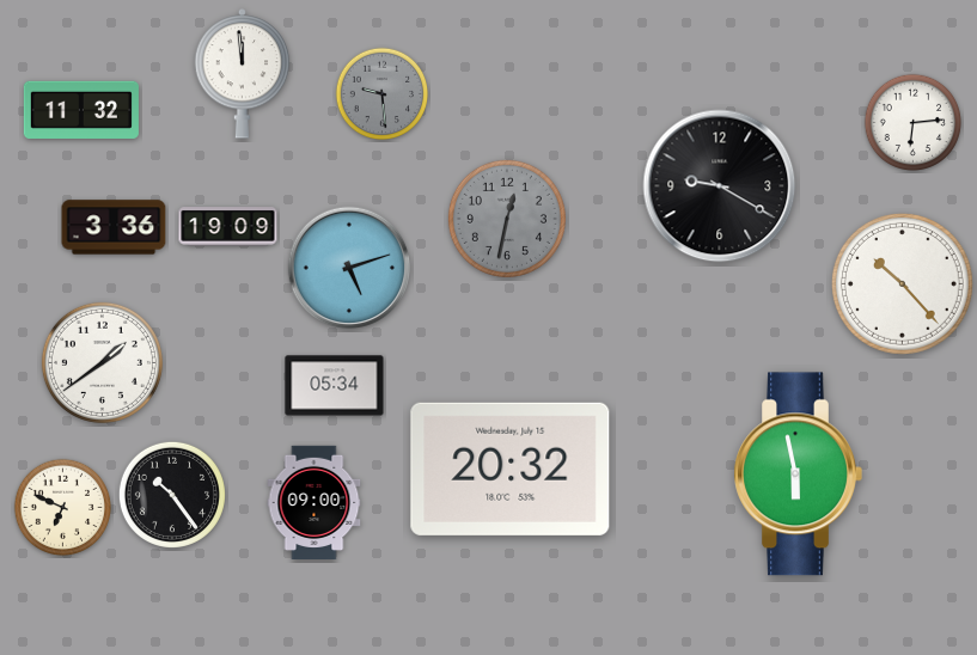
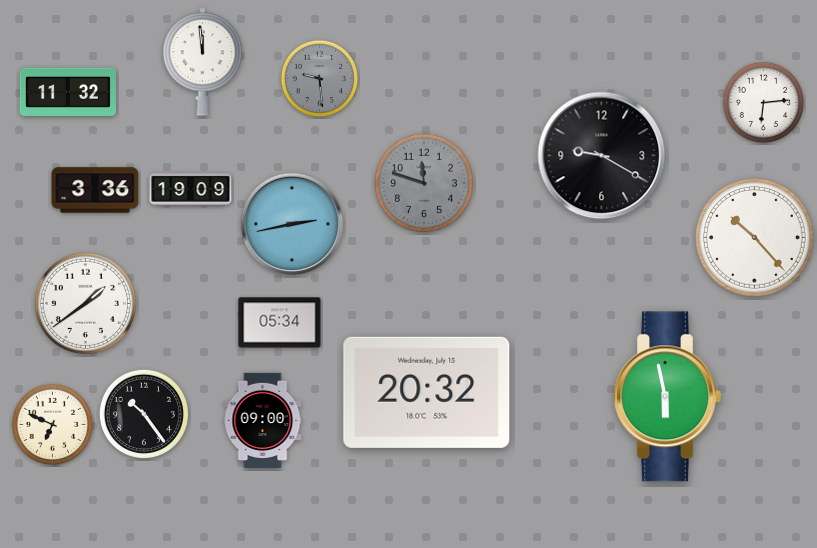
clock at (507, 219): 12:32 -> 11:48
clock at (349, 268): 5:12 -> 2:43
